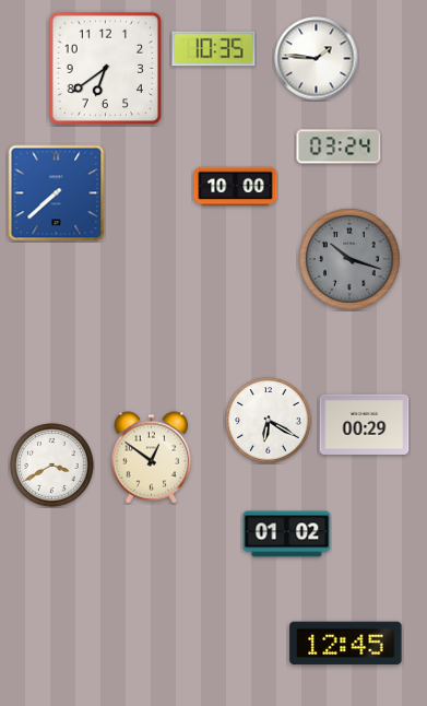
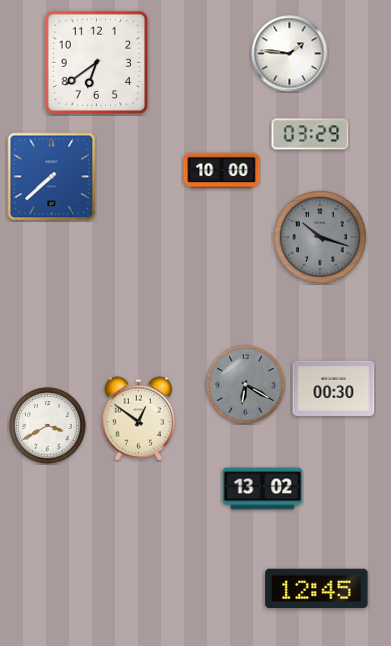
clock at (214, 49): 10:35 -> none
clock at (339, 146): 03:24 -> 03:29
clock at (236, 187) position: (236, 187) -> (222, 171)
clock at (269, 421) dial: white -> grey
clock at (365, 424): 00:29 -> 00:30
clock at (287, 534): 01:02 -> 13:02
